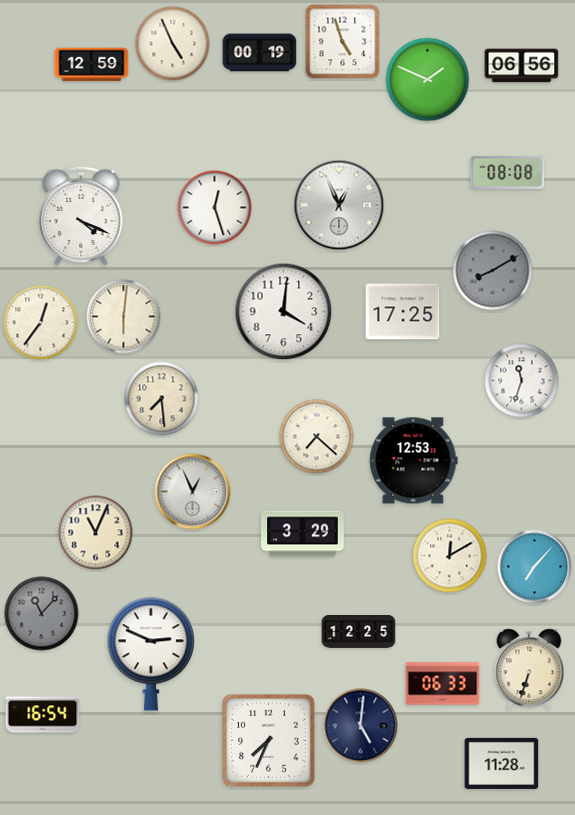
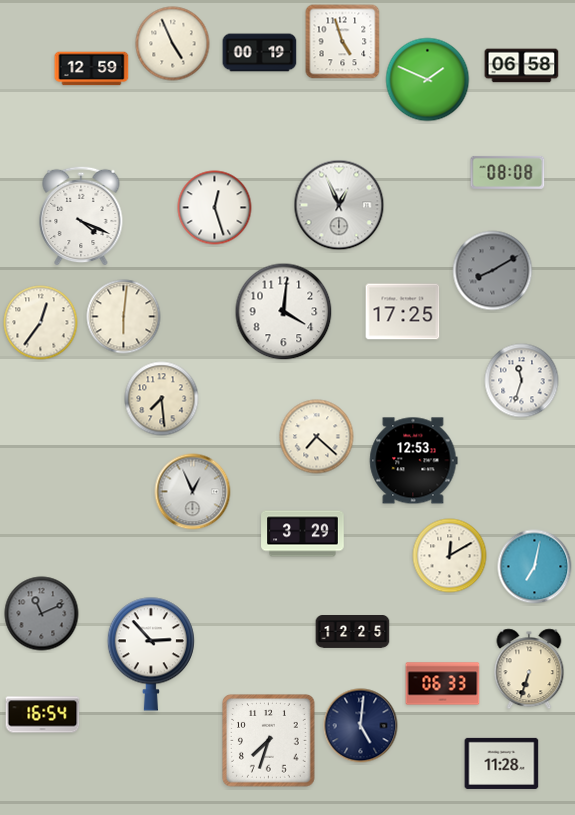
clock at (92, 65) position: (92, 65) -> (92, 69)
clock at (522, 66): 06:56 -> 06:58
clock at (96, 533): 11:04 -> none
clock at (535, 567): 7:07 -> 7:02
clock at (42, 614): 11:07 -> 11:11
clock at (359, 632) position: (359, 632) -> (353, 632)
clock at (151, 654): 2:49 -> 2:53
clock at (269, 741): 7:34 -> 7:33
